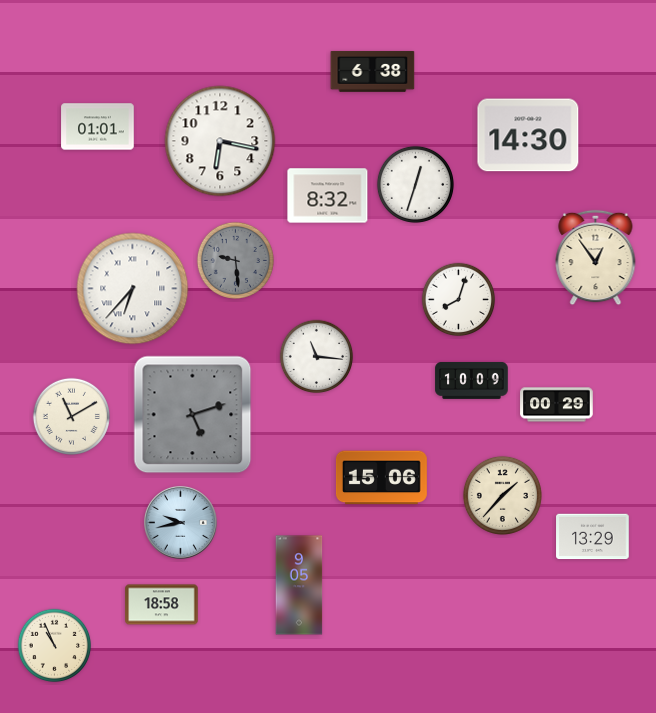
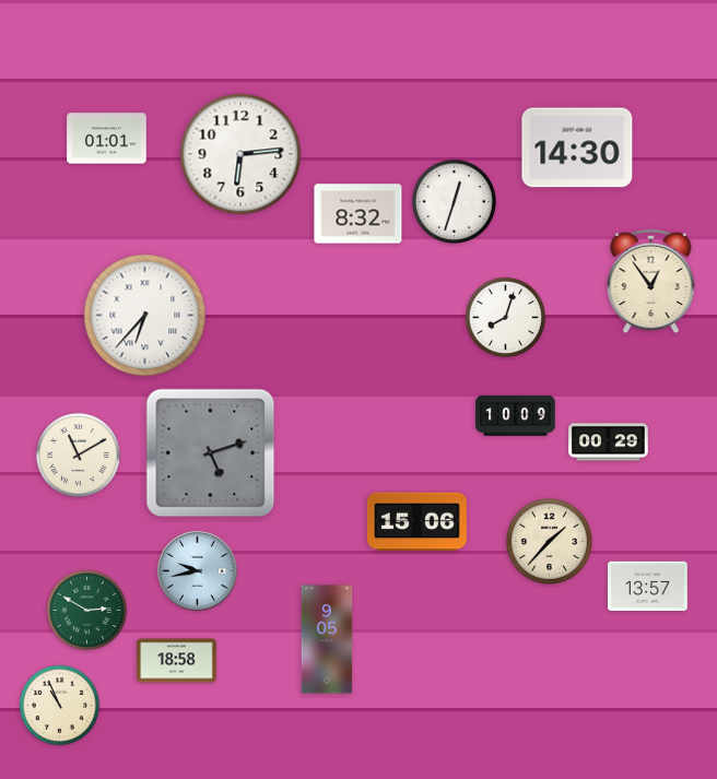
clock at (373, 71): 6:38 -> none
clock at (220, 141): 6:17 -> 6:14
clock at (235, 260): 9:29 -> none
clock at (459, 300) position: (459, 300) -> (506, 318)
clock at (317, 357): 11:16 -> none
clock at (593, 537): 13:29 -> 13:57
clock at (87, 611): none -> 2:50
